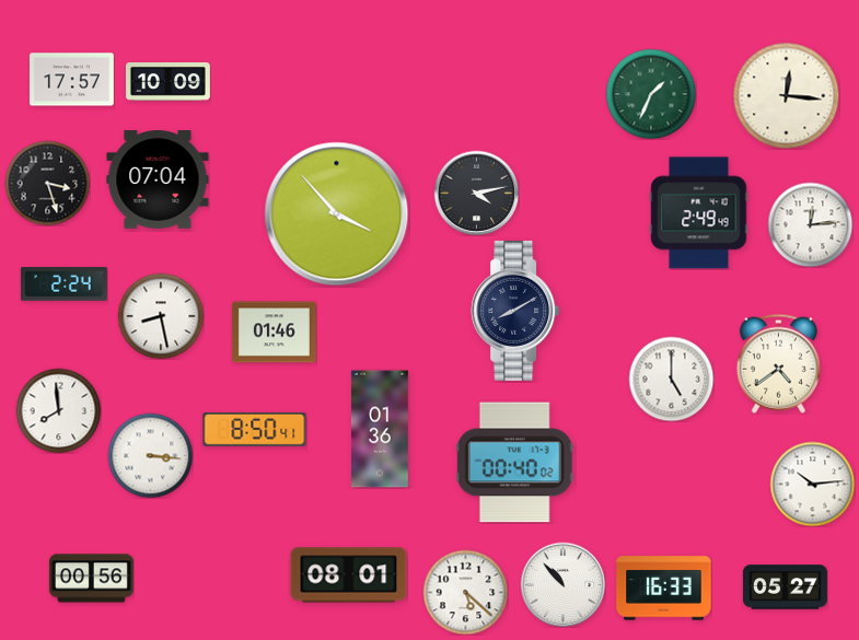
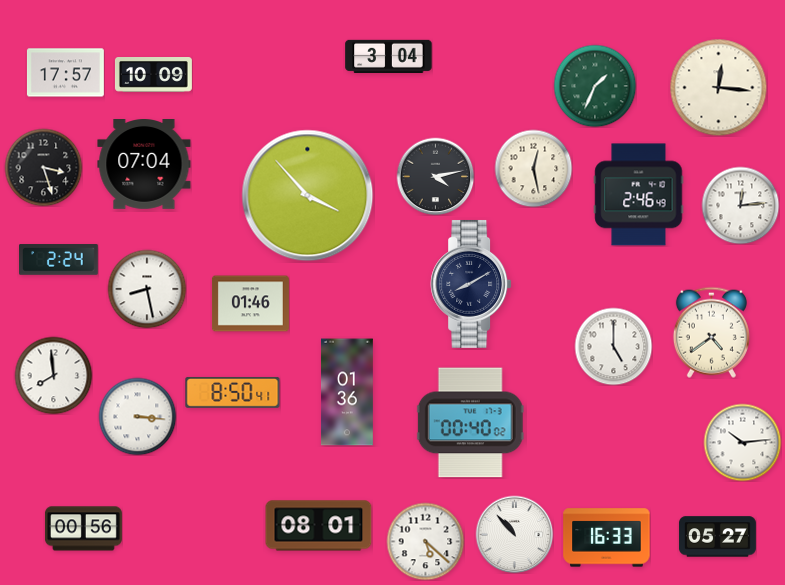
clock at (389, 56): none -> 3:04
clock at (533, 168): none -> 12:28
clock at (699, 213): 2:49 -> 2:46
